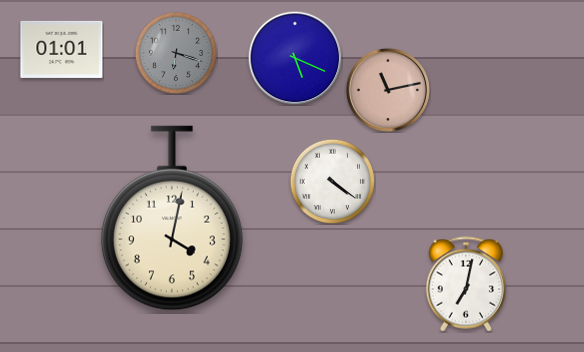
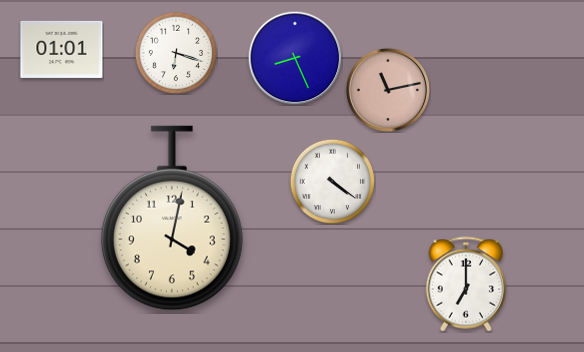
clock at (175, 52) dial: grey -> white
clock at (295, 58): 5:19 -> 8:26
clock at (465, 284): 7:02 -> 7:00
